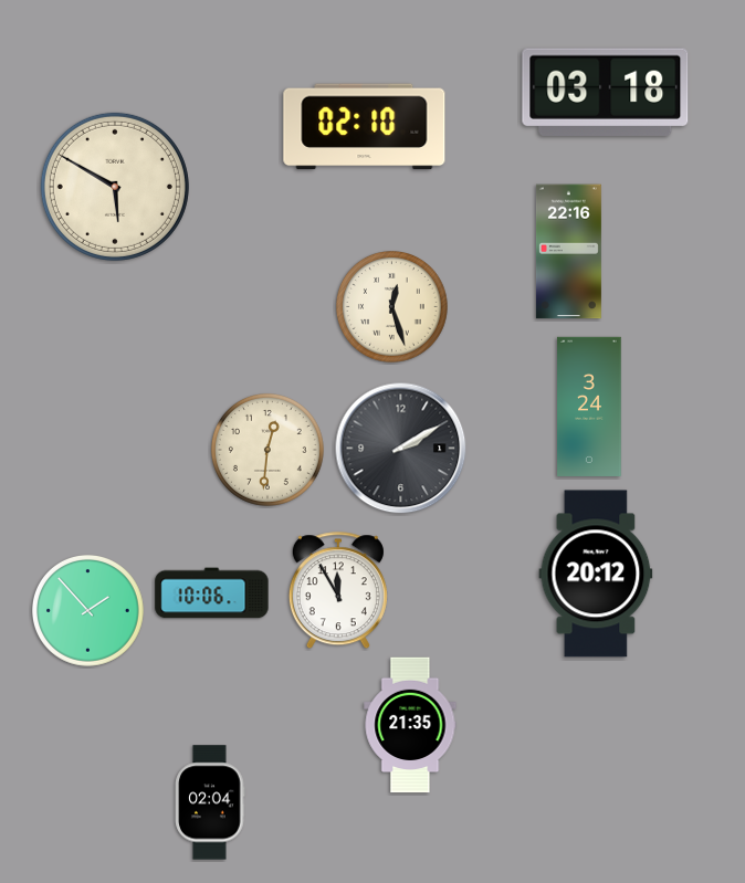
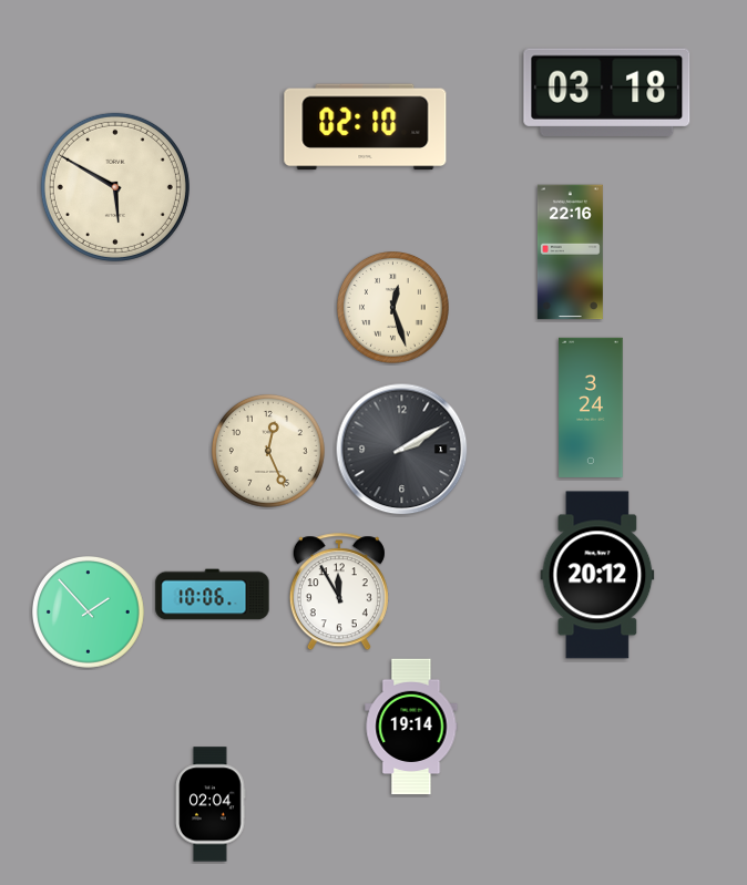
clock at (267, 450): 12:31 -> 12:26
clock at (410, 725): 21:35 -> 19:14
